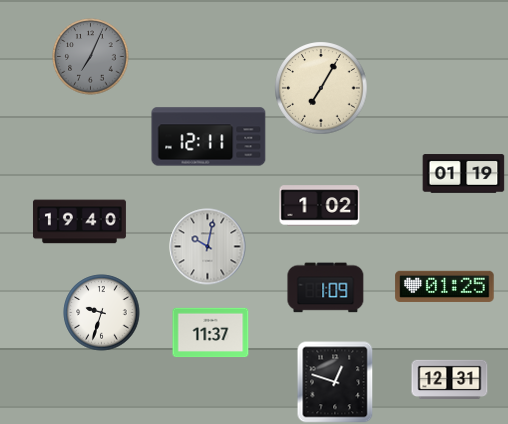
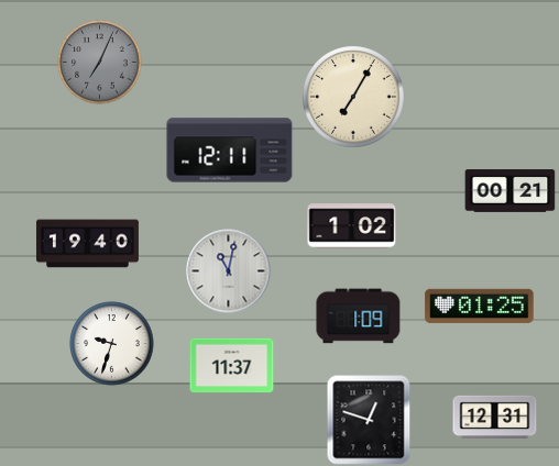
clock at (464, 174): 01:19 -> 00:21
clock at (208, 247): 10:02 -> 11:02
clock at (445, 286) position: (445, 286) -> (480, 306)
